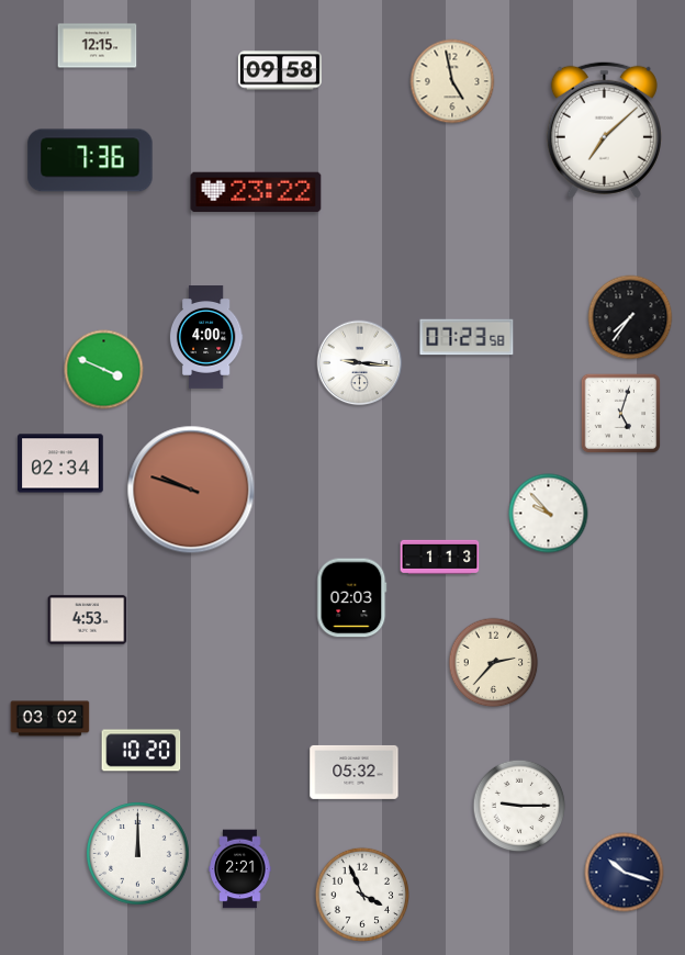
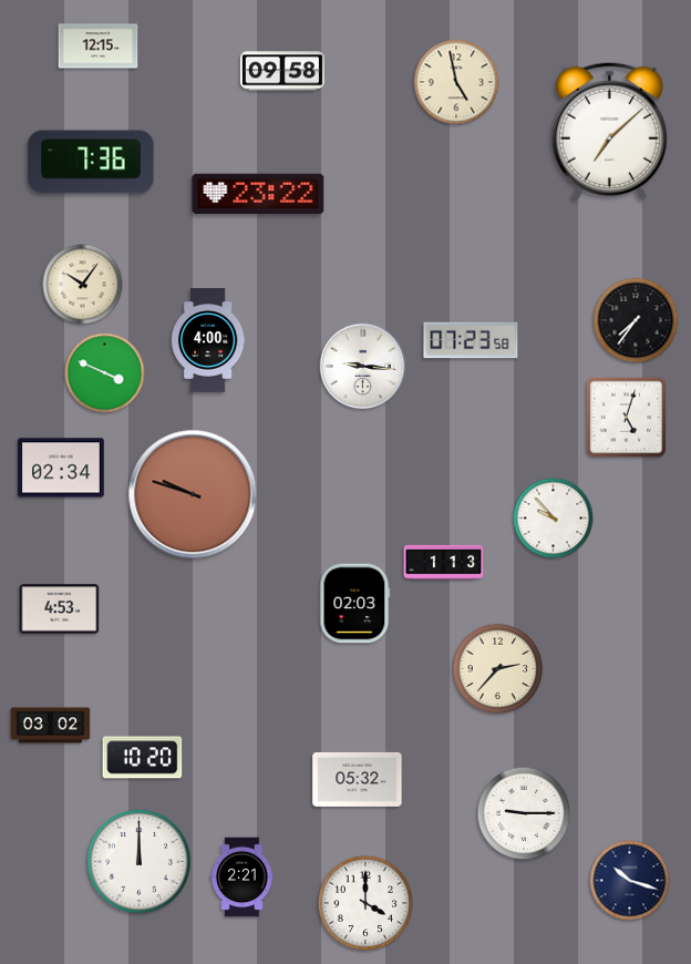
clock at (83, 285): none -> 10:06
clock at (88, 620) position: (88, 620) -> (60, 609)
clock at (361, 894): 3:56 -> 4:00
